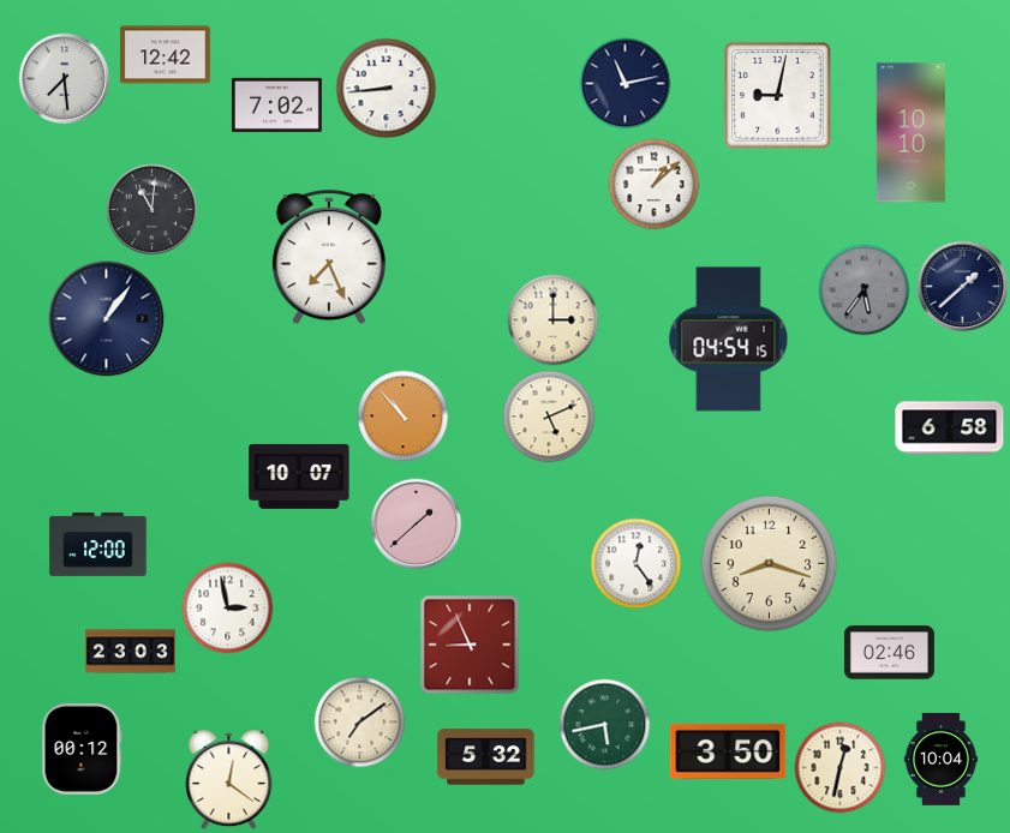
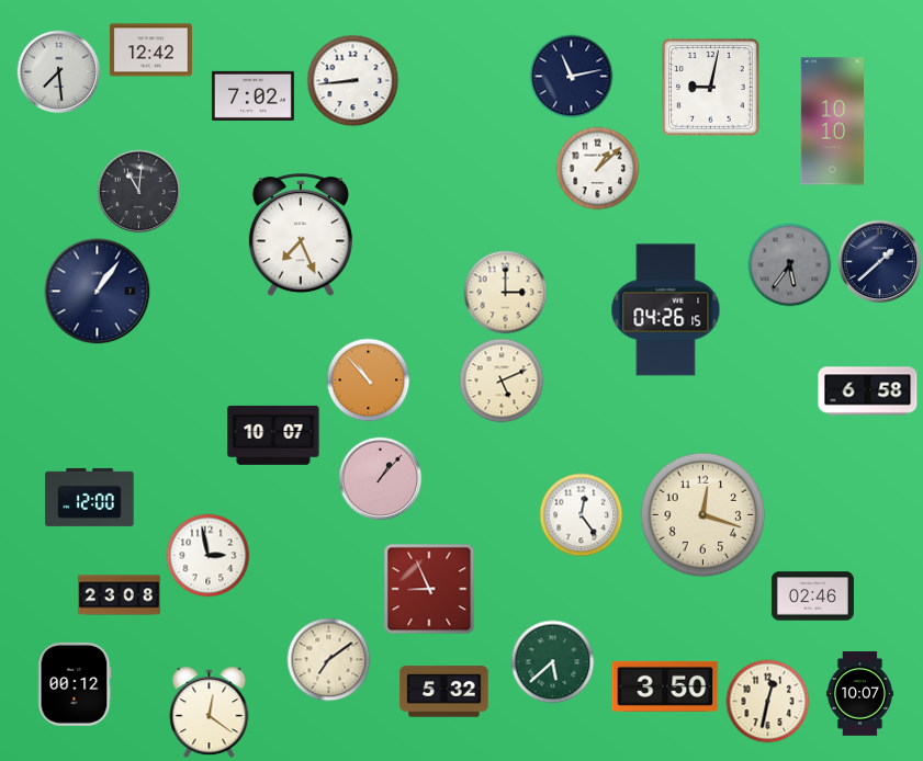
clock at (729, 340): 04:54 -> 04:26
clock at (417, 525): 1:38 -> 1:07
clock at (770, 564): 8:18 -> 12:18
clock at (130, 652): 23:03 -> 23:08
clock at (605, 725): 5:43 -> 5:38
clock at (940, 760): 10:04 -> 10:07
